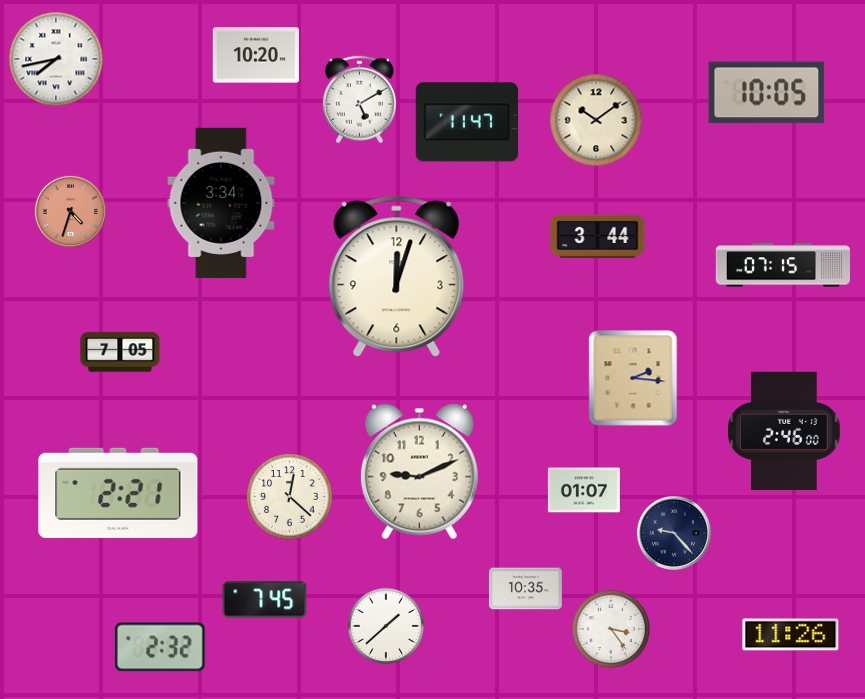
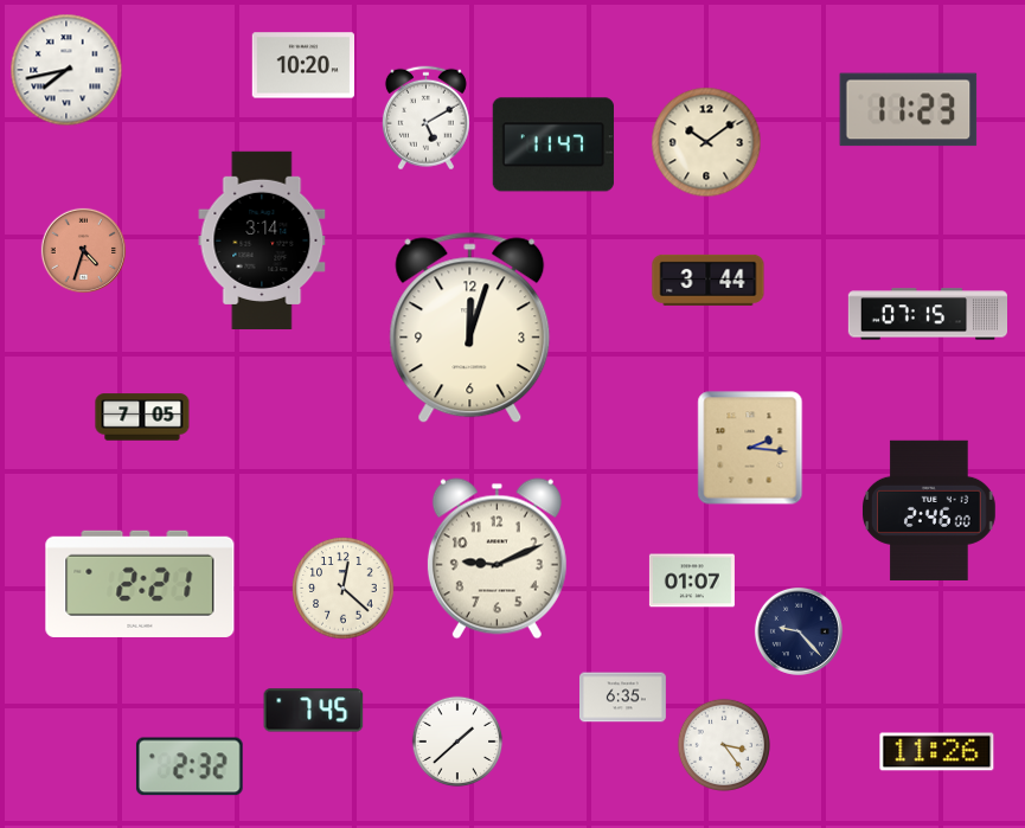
clock at (767, 93): 10:05 -> 11:23
clock at (221, 203): 3:34 -> 3:14
clock at (526, 589): 10:35 -> 6:35
